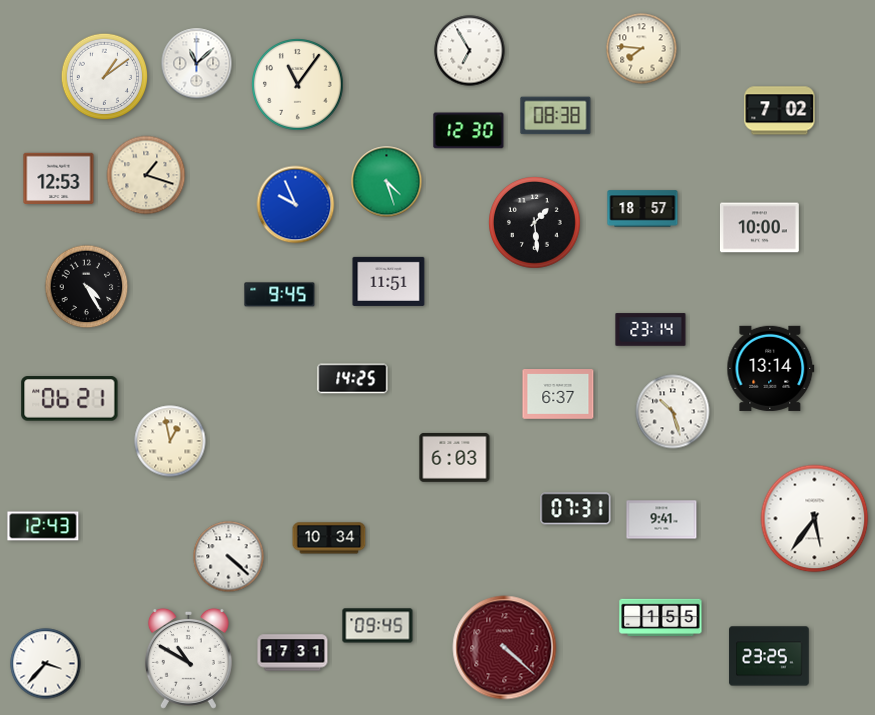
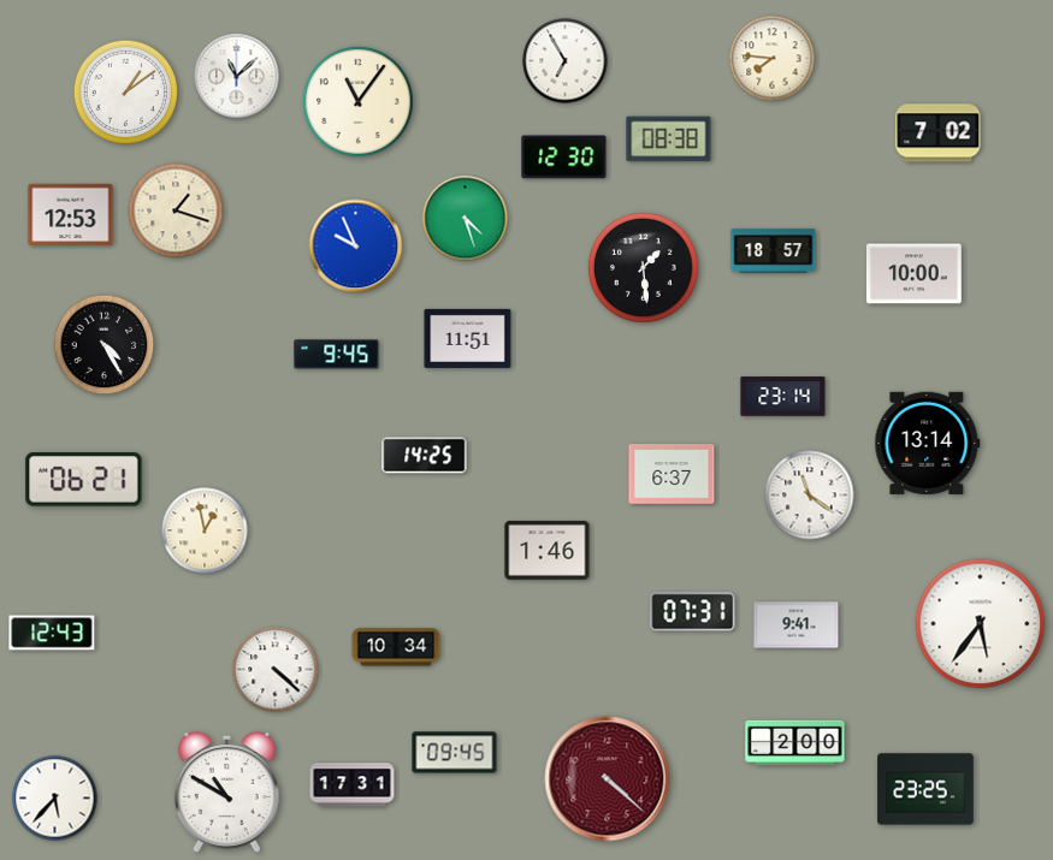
clock at (673, 412): 10:27 -> 11:21
clock at (455, 457): 6:03 -> 1:46
clock at (661, 617): 1:55 -> 2:00
clock at (46, 664): 3:37 -> 5:37
